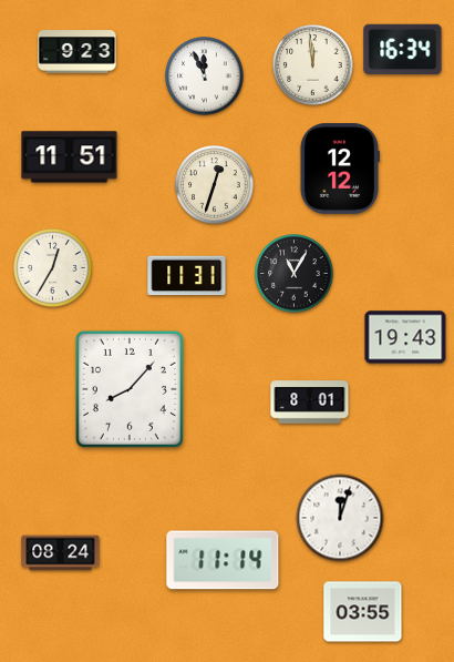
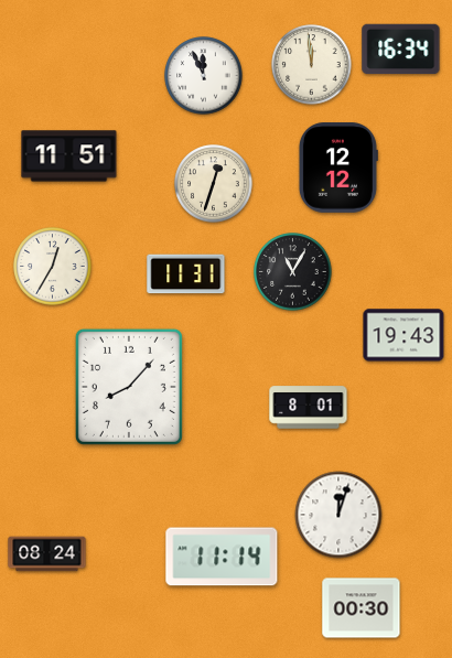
clock at (78, 52): 9:23 -> none
clock at (310, 403) position: (310, 403) -> (309, 408)
clock at (61, 553) position: (61, 553) -> (47, 554)
clock at (363, 612): 03:55 -> 00:30
